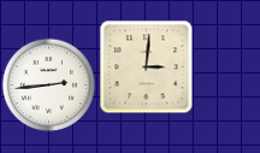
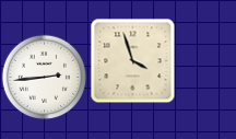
clock at (146, 66): 3:01 -> 3:57
